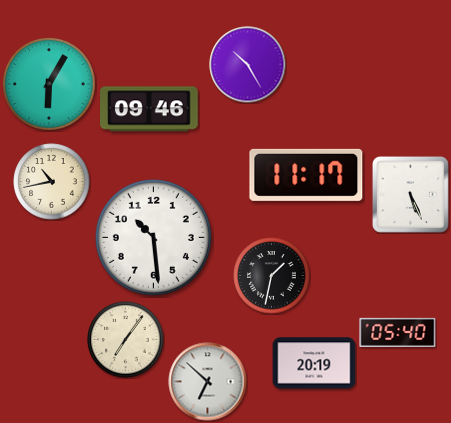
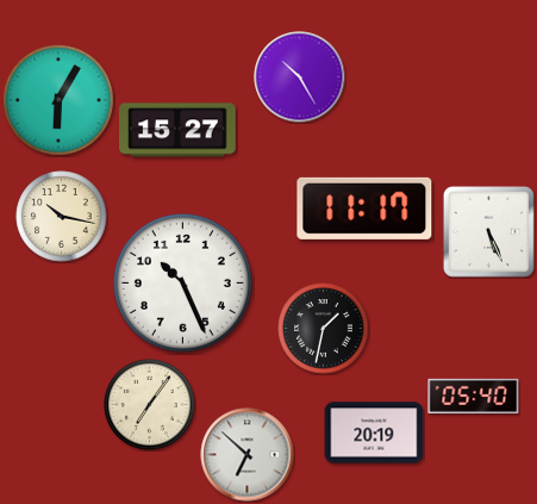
clock at (248, 65) position: (248, 65) -> (300, 77)
clock at (150, 109): 09:46 -> 15:27
clock at (52, 182): 10:43 -> 10:17
clock at (153, 237): 10:29 -> 10:26
